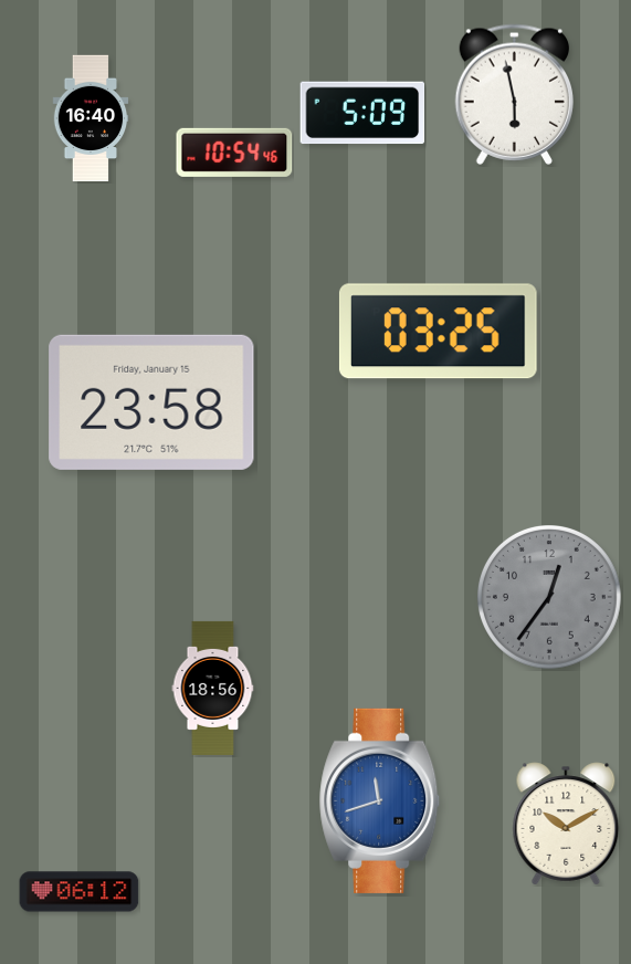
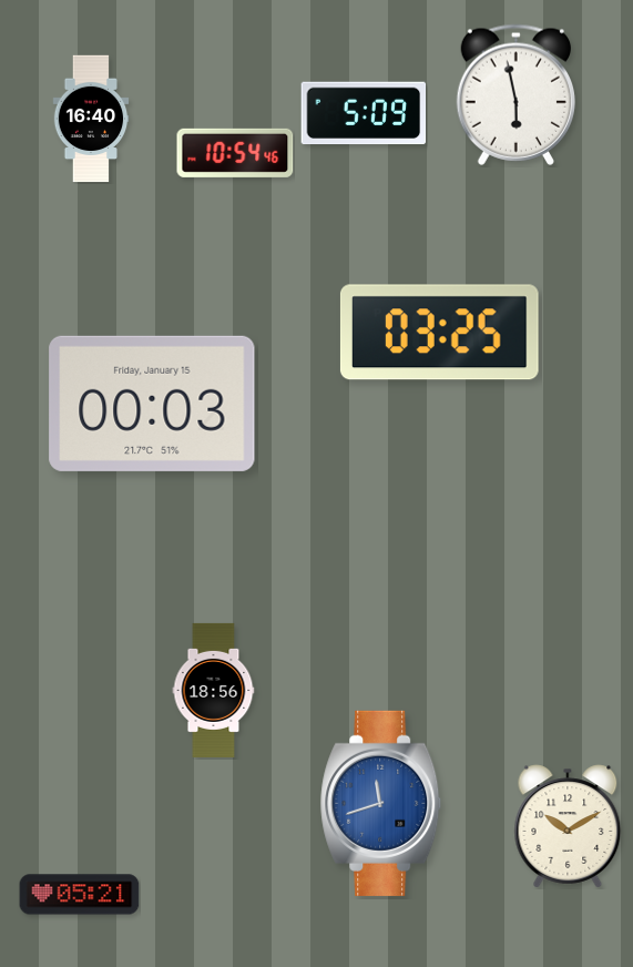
clock at (151, 402): 23:58 -> 00:03
clock at (550, 598): 12:36 -> none
clock at (80, 892): 06:12 -> 05:21
